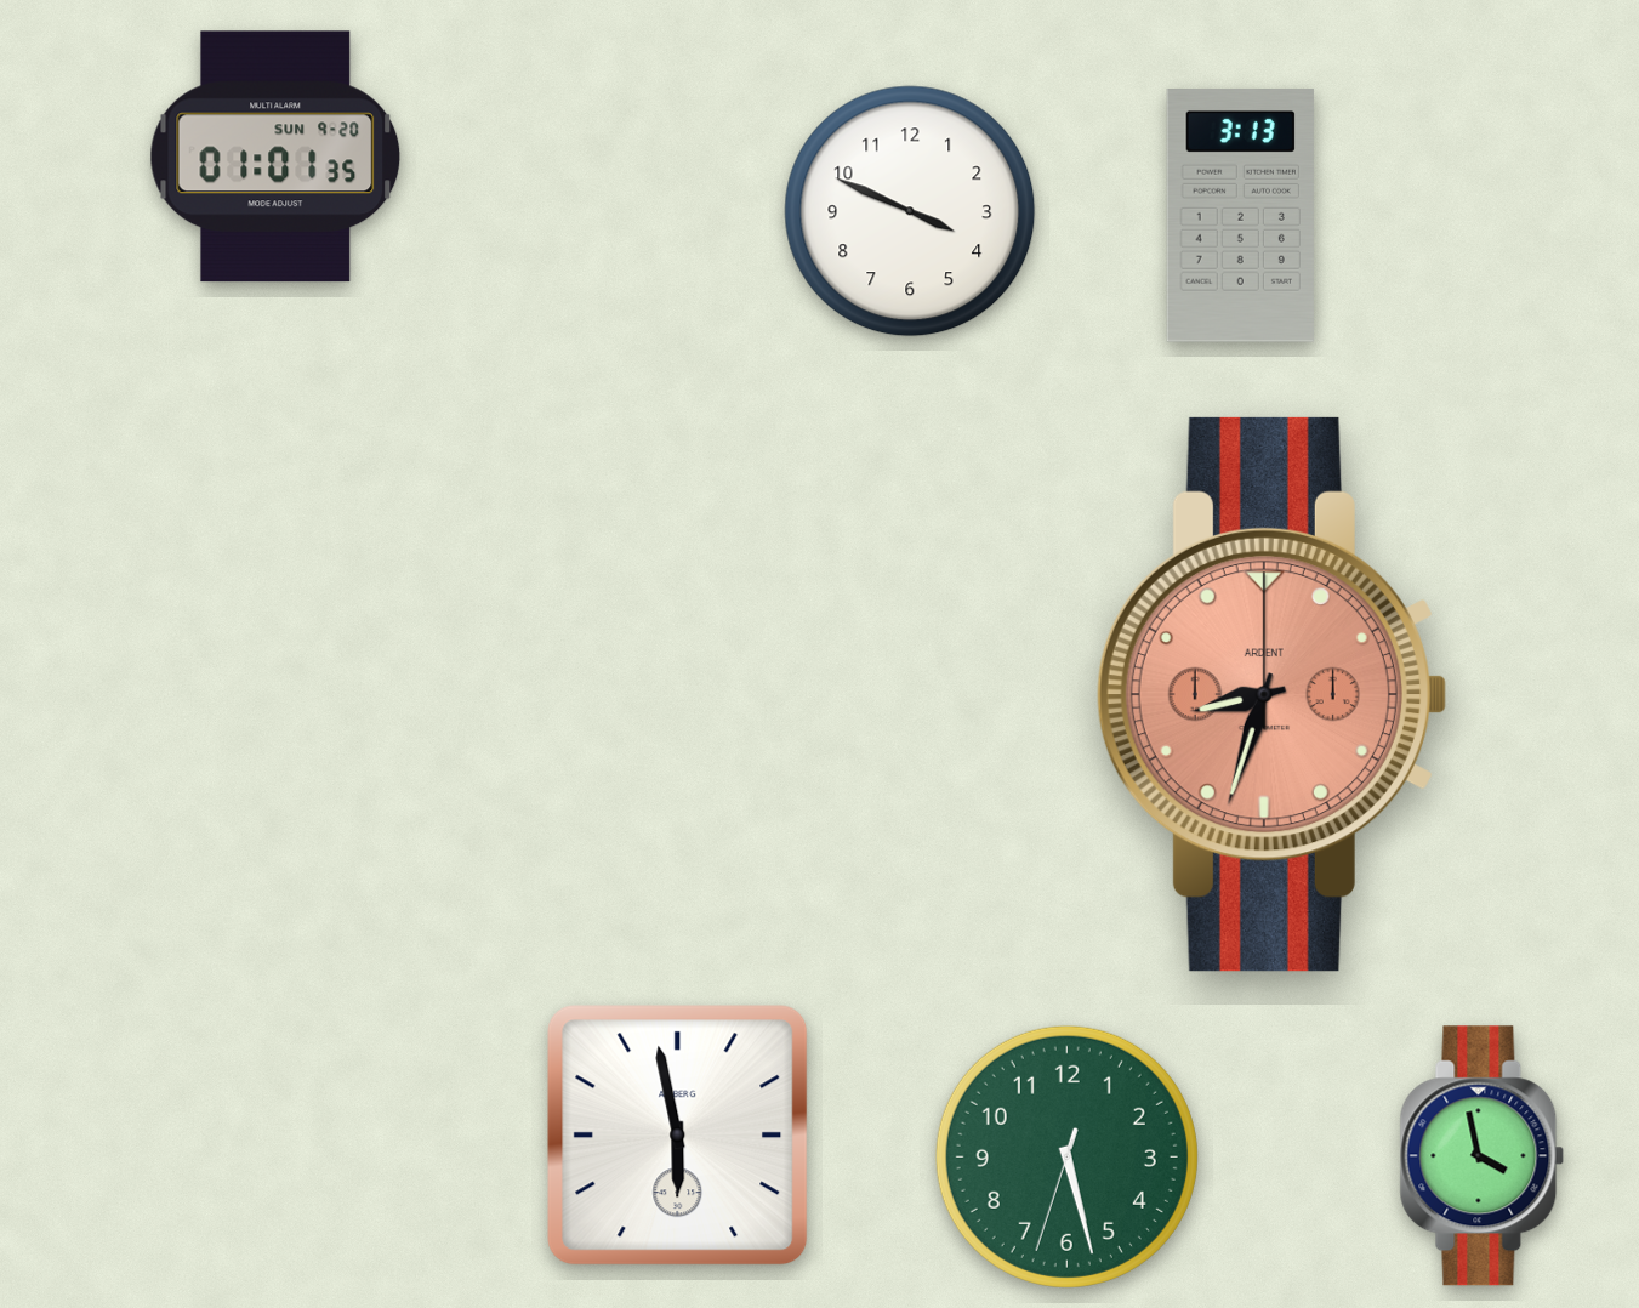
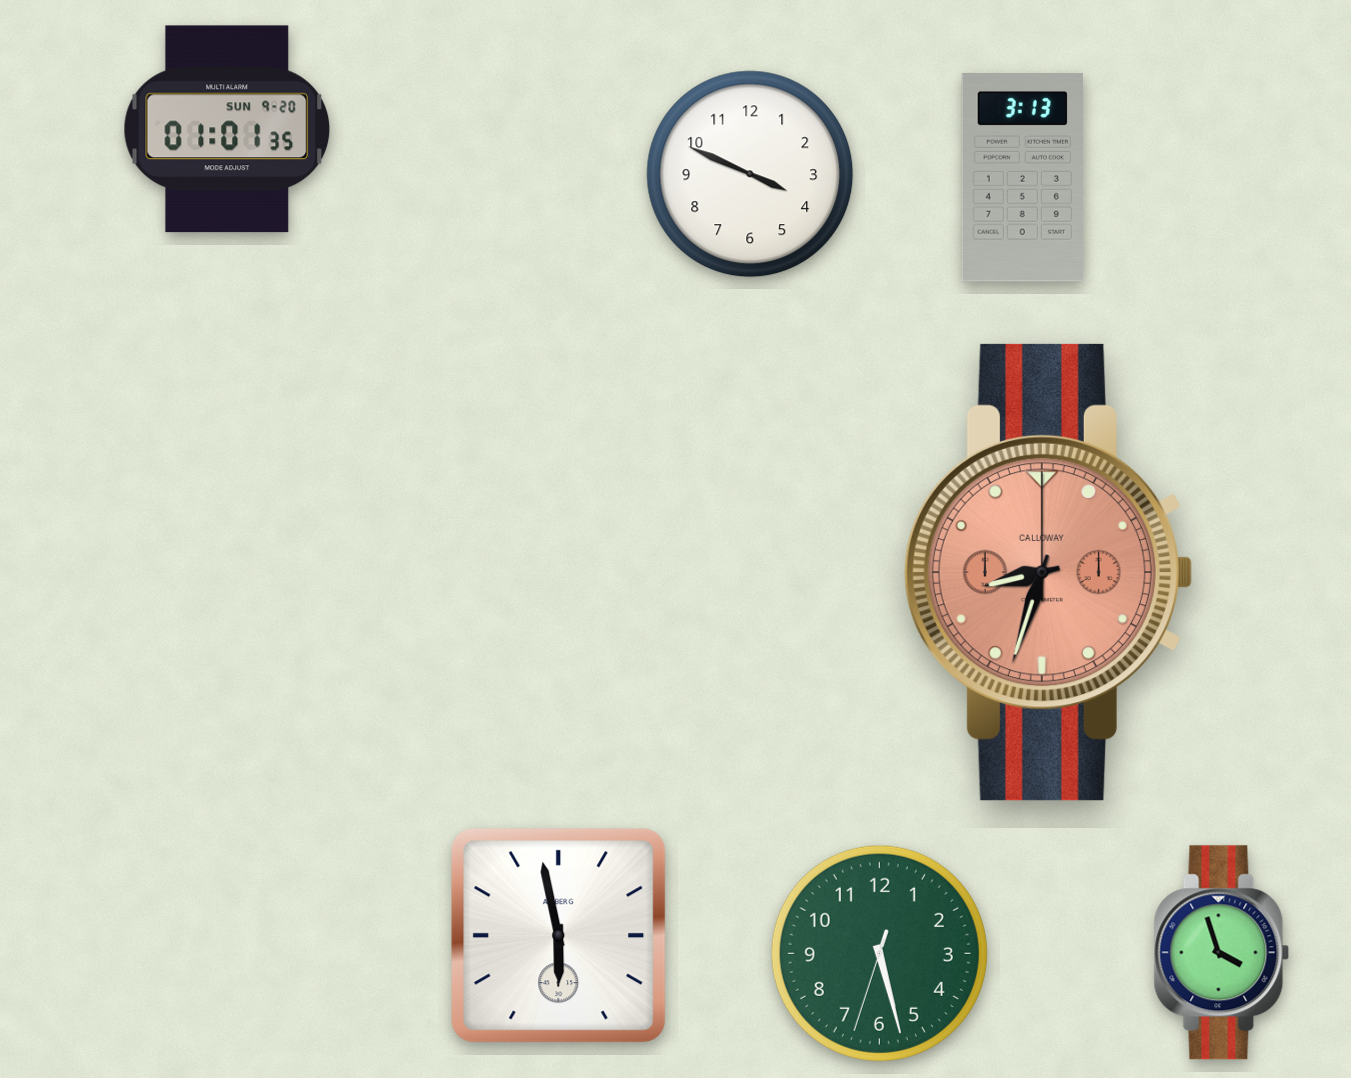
clock at (1271, 694) brand: ARDENT -> CALLOWAY
clock at (1483, 1156): 3:58 -> 3:57
